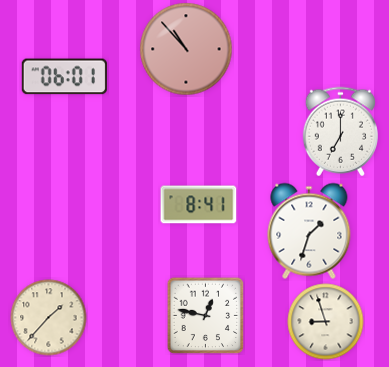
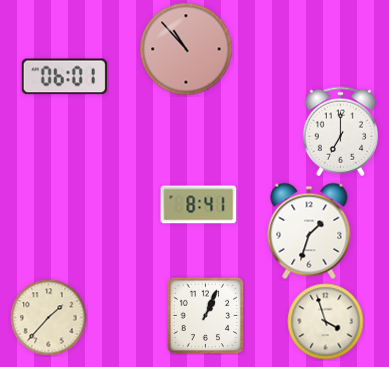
clock at (205, 315): 12:47 -> 1:04
clock at (326, 322): 8:57 -> 3:57
